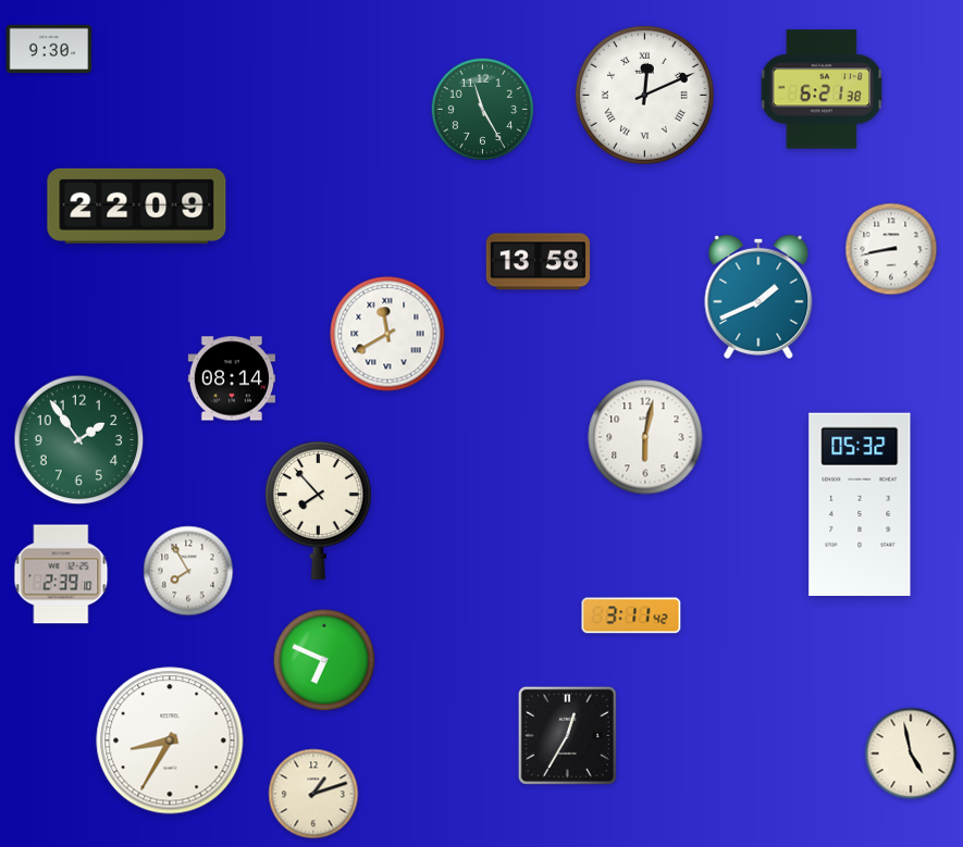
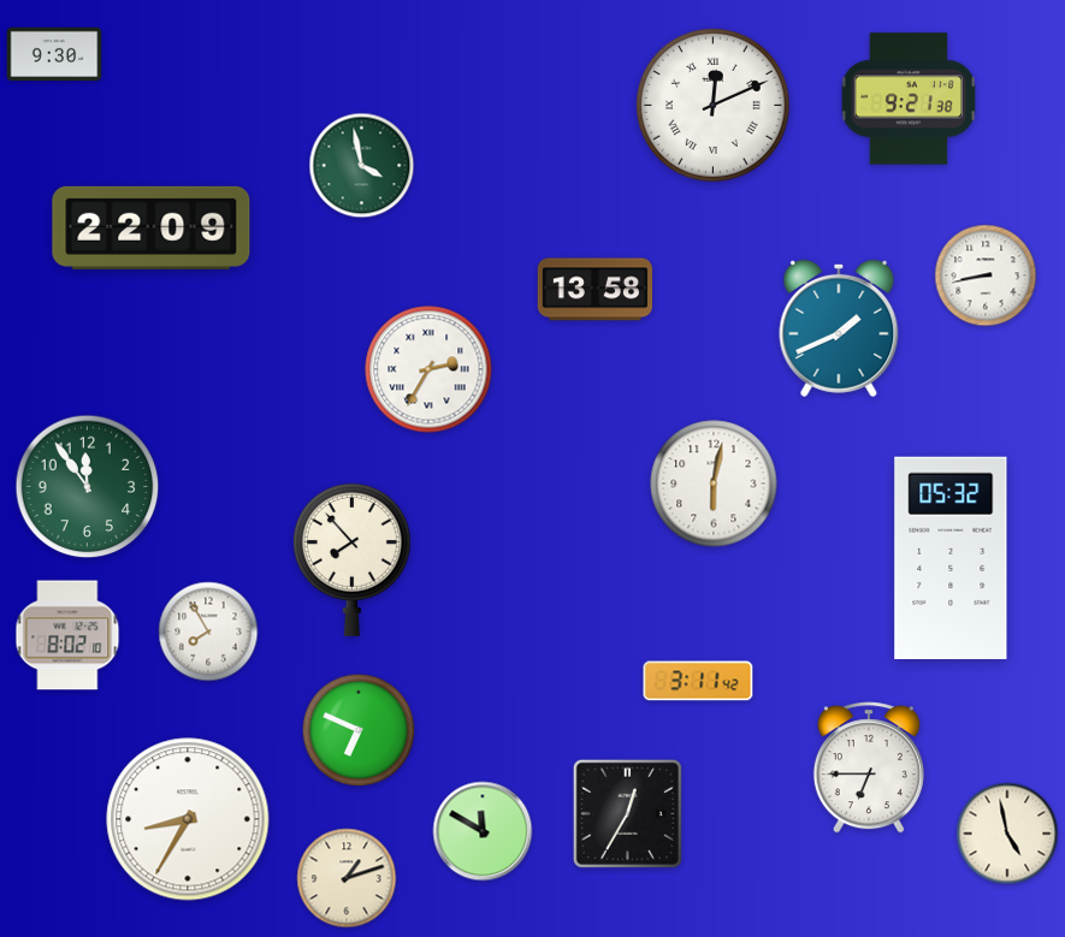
clock at (820, 89): 6:21 -> 9:21
clock at (483, 110): 11:25 -> none
clock at (362, 166): none -> 3:58
clock at (387, 334): 11:40 -> 2:35
clock at (232, 378): 08:14 -> none
clock at (79, 440): 1:54 -> 11:54
clock at (318, 511) position: (318, 511) -> (351, 561)
clock at (61, 574): 2:39 -> 8:02
clock at (869, 767): none -> 6:45
clock at (483, 831): none -> 11:50
